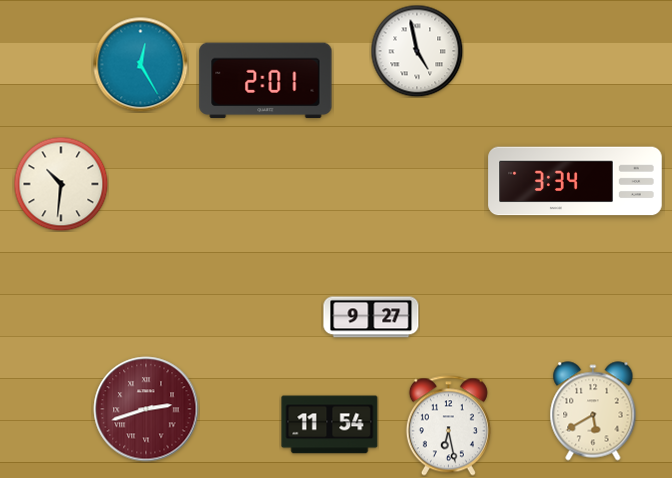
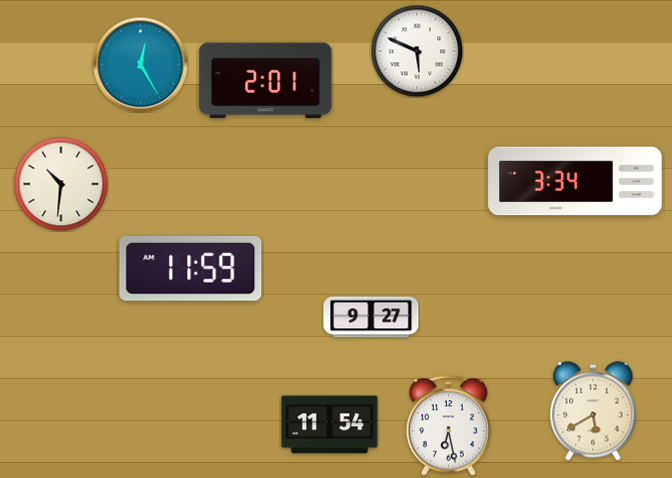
clock at (417, 51): 4:58 -> 5:49
clock at (191, 268): none -> 11:59
clock at (146, 409): 2:42 -> none
